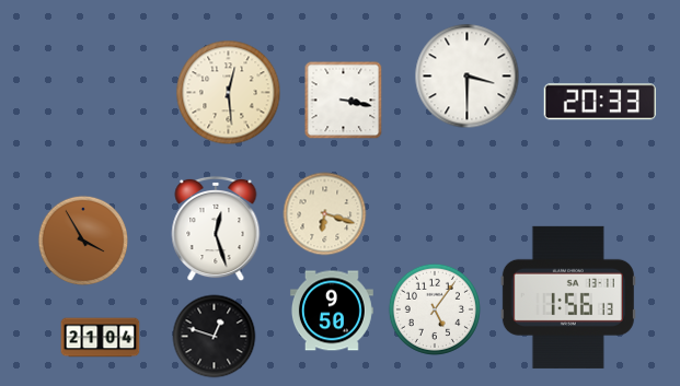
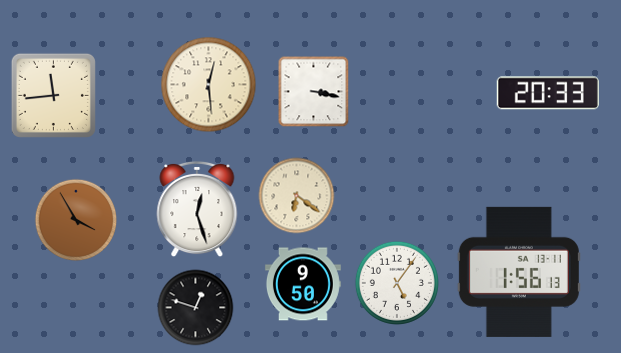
clock at (468, 77): 3:30 -> none
clock at (53, 95): none -> 11:44
clock at (325, 214): 6:18 -> 6:21
clock at (101, 338): 21:04 -> none
